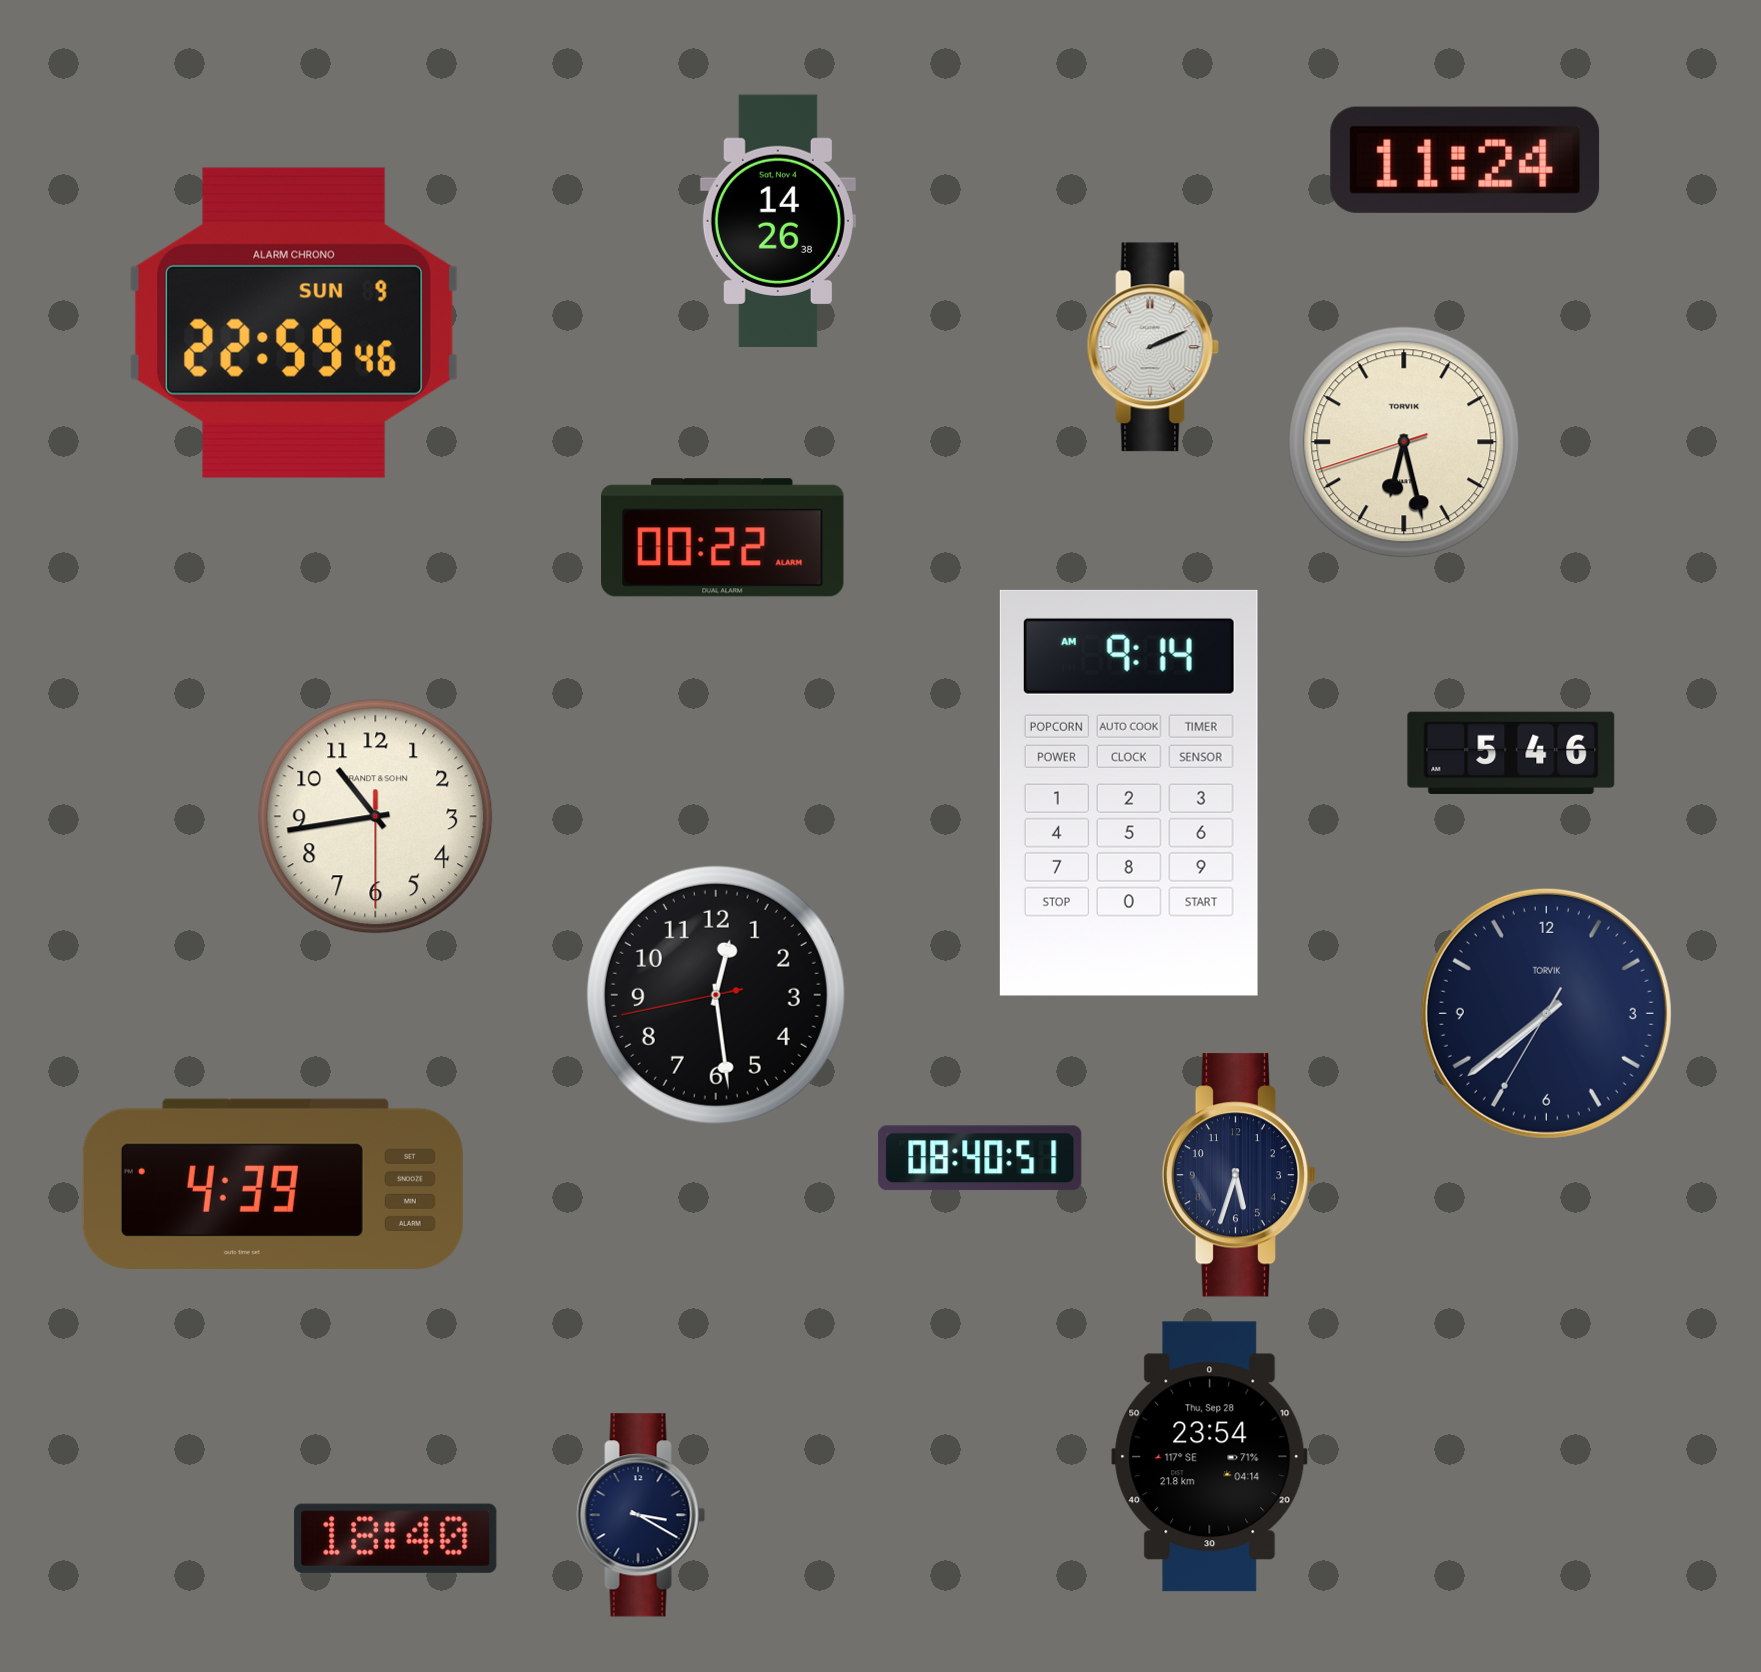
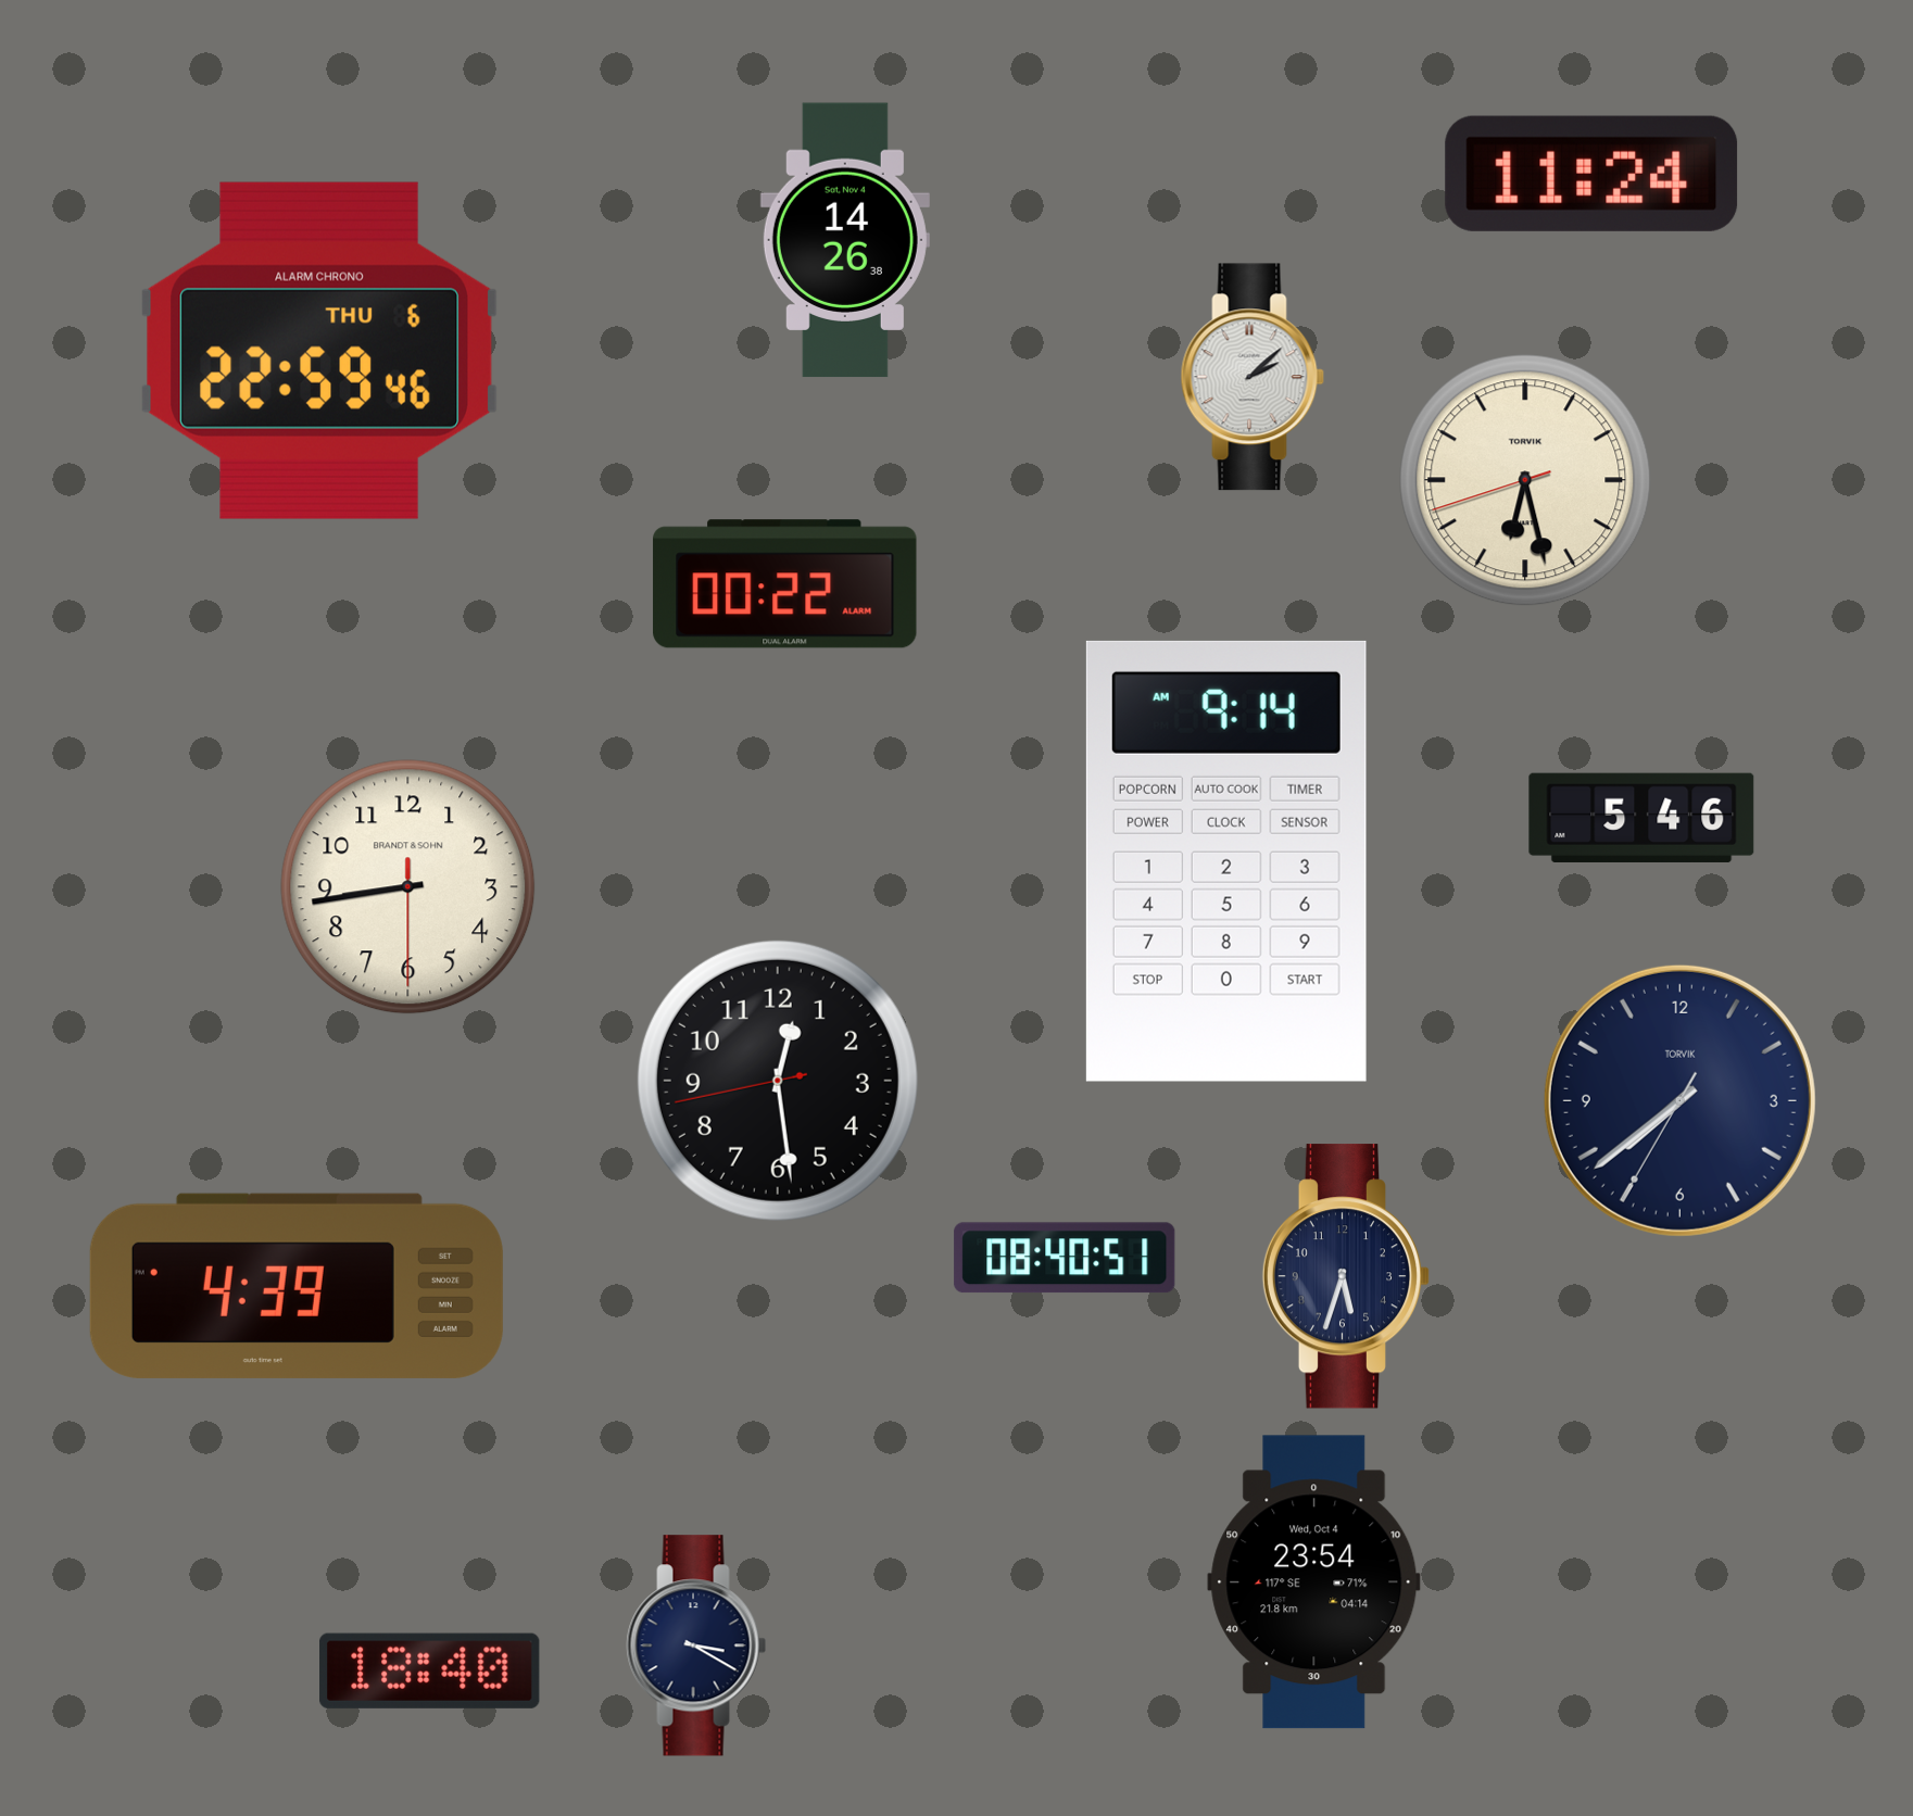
clock at (294, 323) date: SUN 9 -> THU 6
clock at (1153, 347): 2:11 -> 2:08
clock at (376, 817): 10:43 -> 8:43
clock at (1210, 1457) date: Thu, Sep 28 -> Wed, Oct 4
